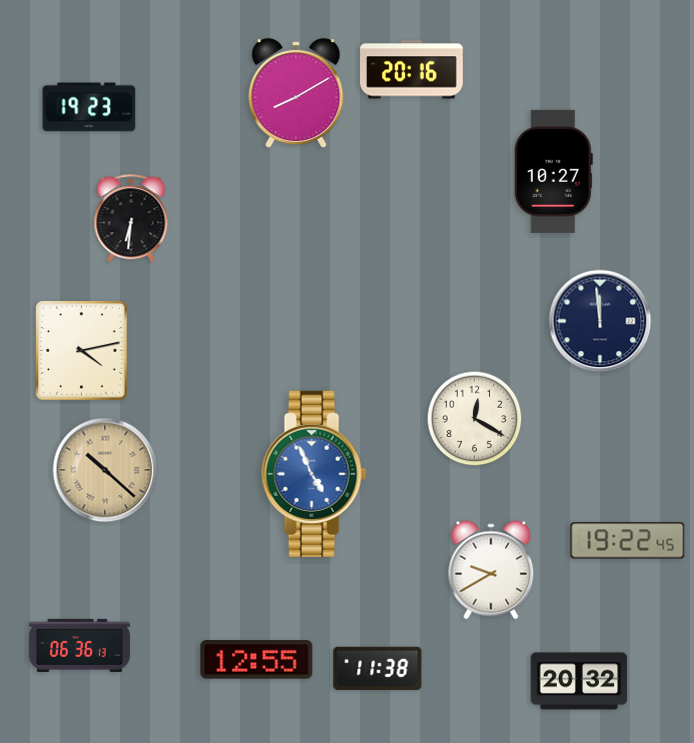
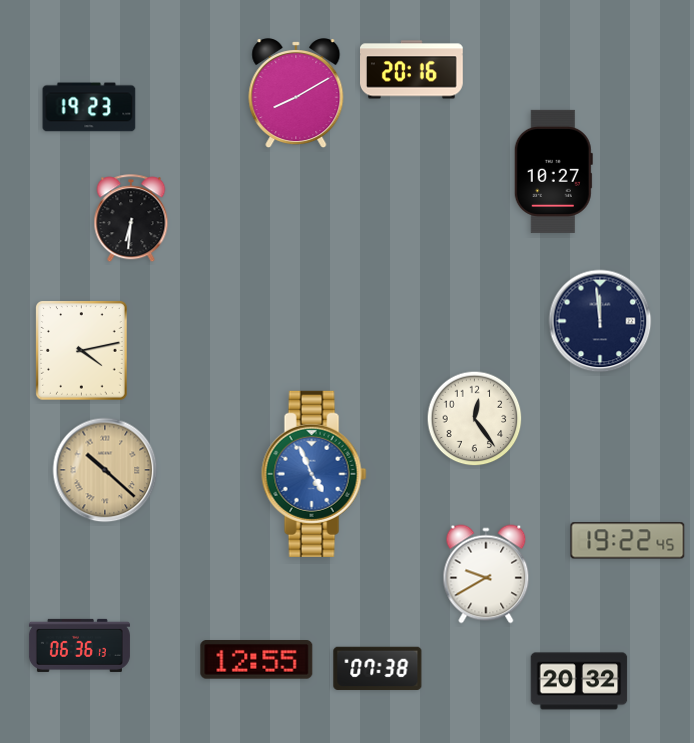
clock at (475, 419): 12:20 -> 12:24
clock at (491, 570) position: (491, 570) -> (486, 574)
clock at (378, 668): 11:38 -> 07:38
